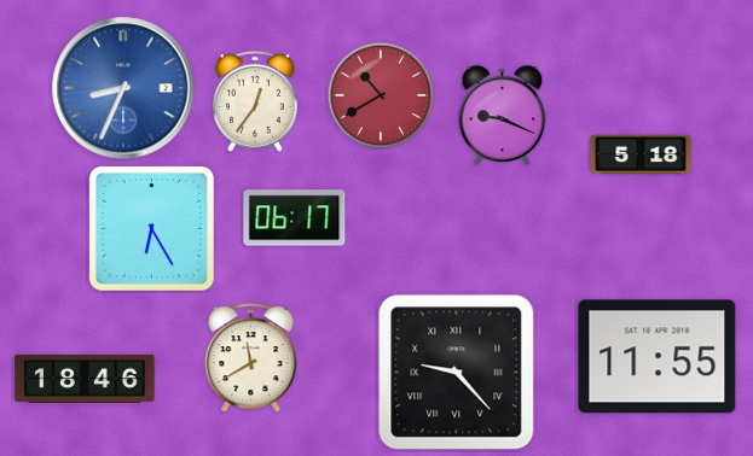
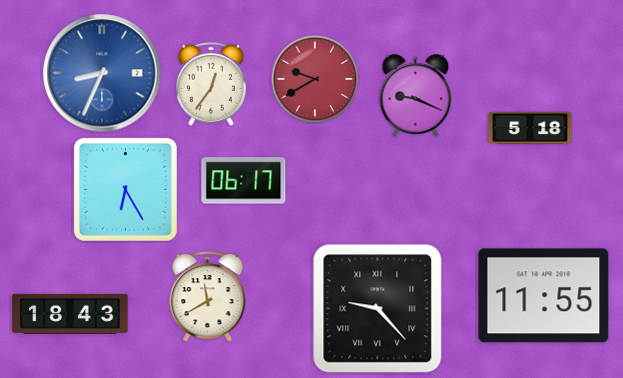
clock at (381, 95): 10:40 -> 9:40
clock at (85, 379): 18:46 -> 18:43
